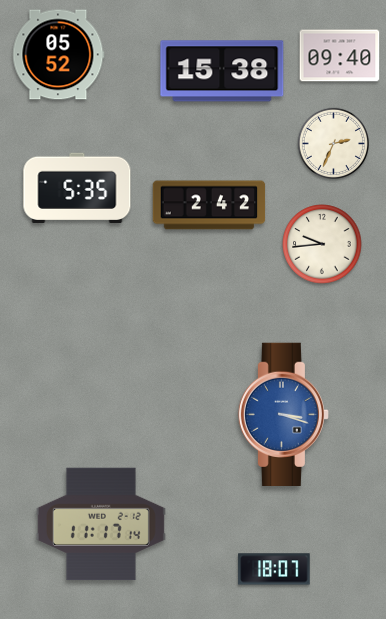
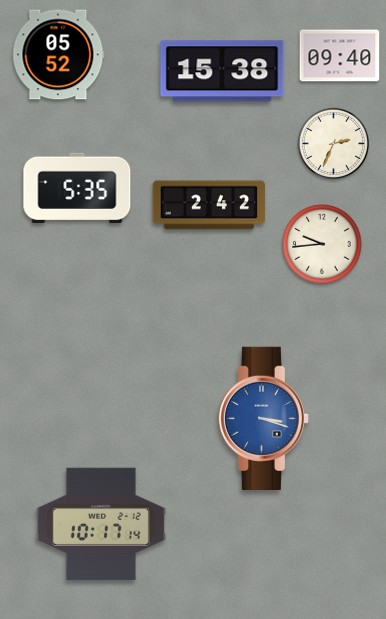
clock at (283, 414) position: (283, 414) -> (263, 418)
clock at (101, 524): 11:17 -> 10:17
clock at (274, 569): 18:07 -> none
